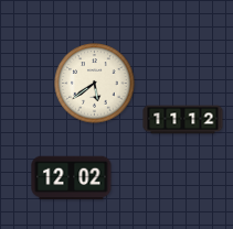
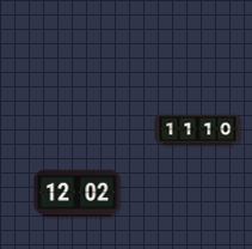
clock at (95, 84): 5:39 -> none
clock at (183, 120): 11:12 -> 11:10
